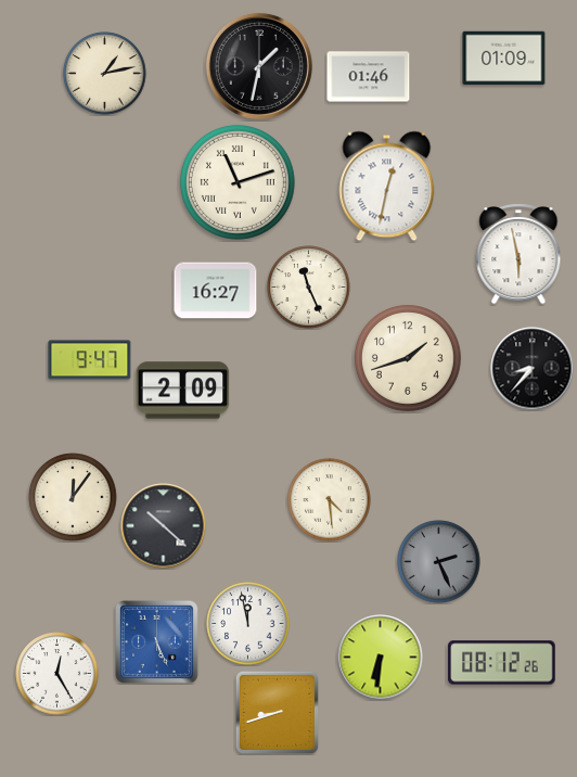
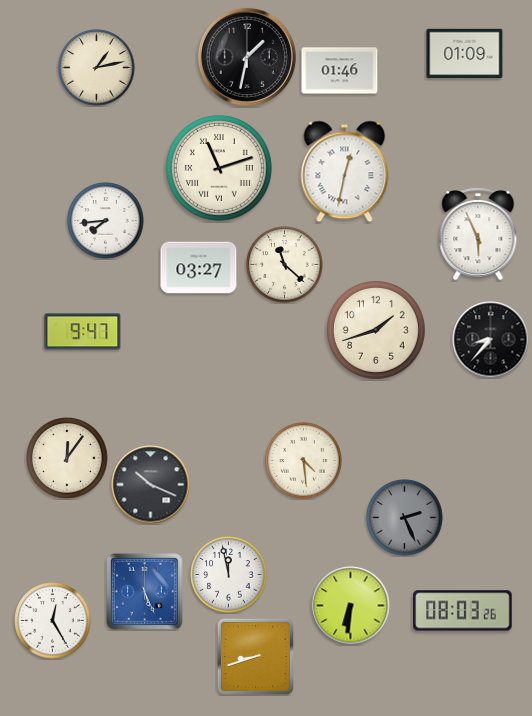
clock at (259, 66) position: (259, 66) -> (247, 57)
clock at (387, 187) position: (387, 187) -> (345, 172)
clock at (106, 221): none -> 7:44
clock at (518, 254): 5:58 -> 5:56
clock at (309, 288): 11:26 -> 11:22
clock at (216, 291): 16:27 -> 03:27
clock at (183, 391): 2:09 -> none
clock at (164, 526): 10:22 -> 10:19
clock at (502, 663): 08:12 -> 08:03
